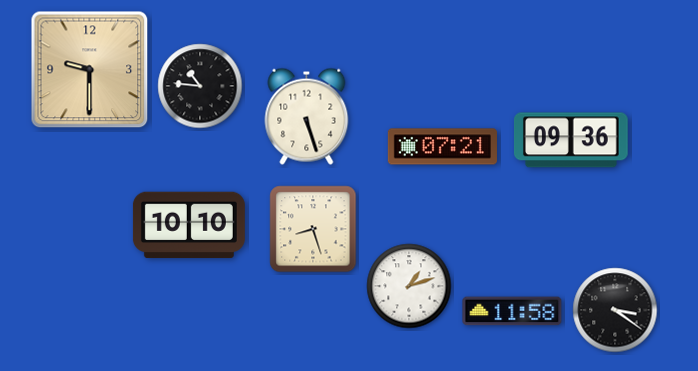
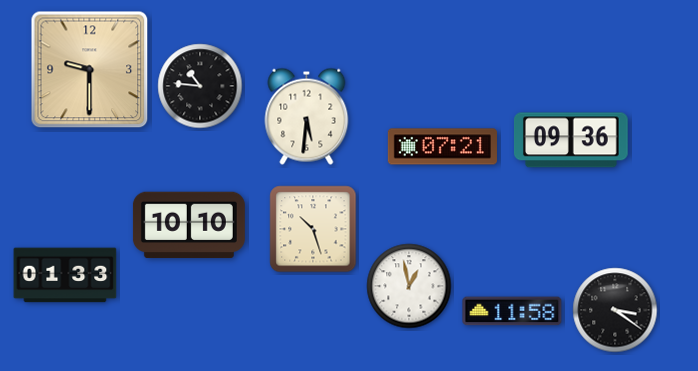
clock at (307, 116): 5:27 -> 5:31
clock at (313, 229): 8:27 -> 10:27
clock at (65, 275): none -> 01:33
clock at (409, 286): 1:12 -> 12:58
